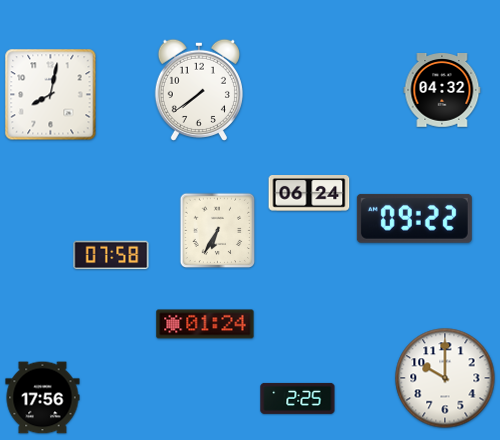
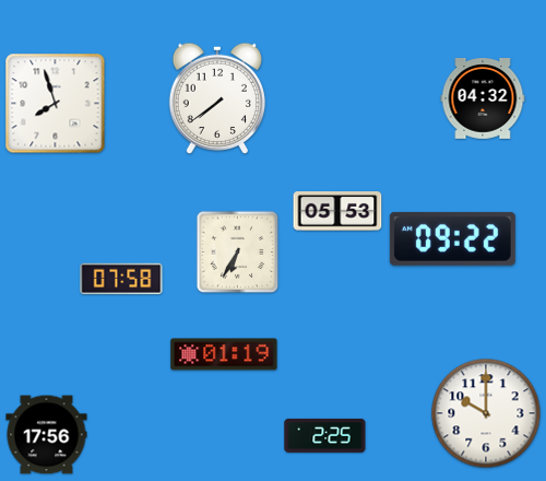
clock at (51, 95): 8:02 -> 7:57
clock at (309, 194): 06:24 -> 05:53
clock at (205, 324): 01:24 -> 01:19
